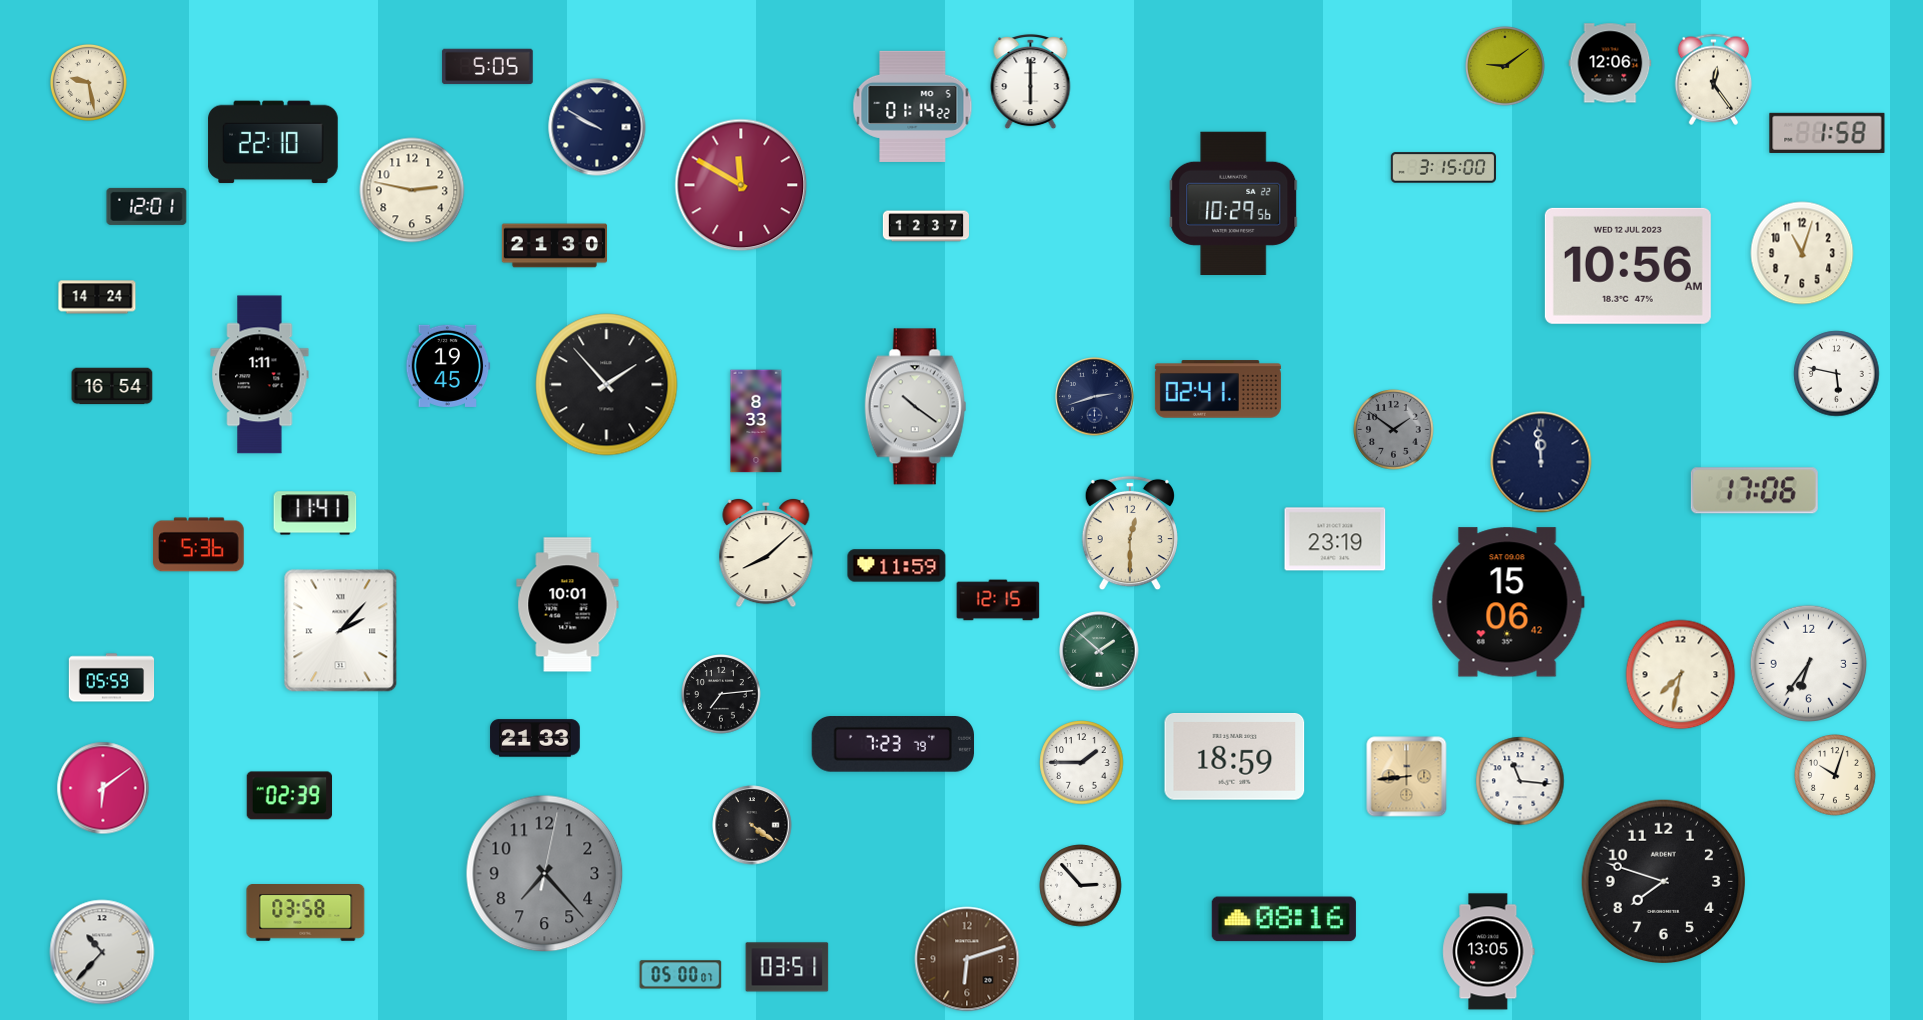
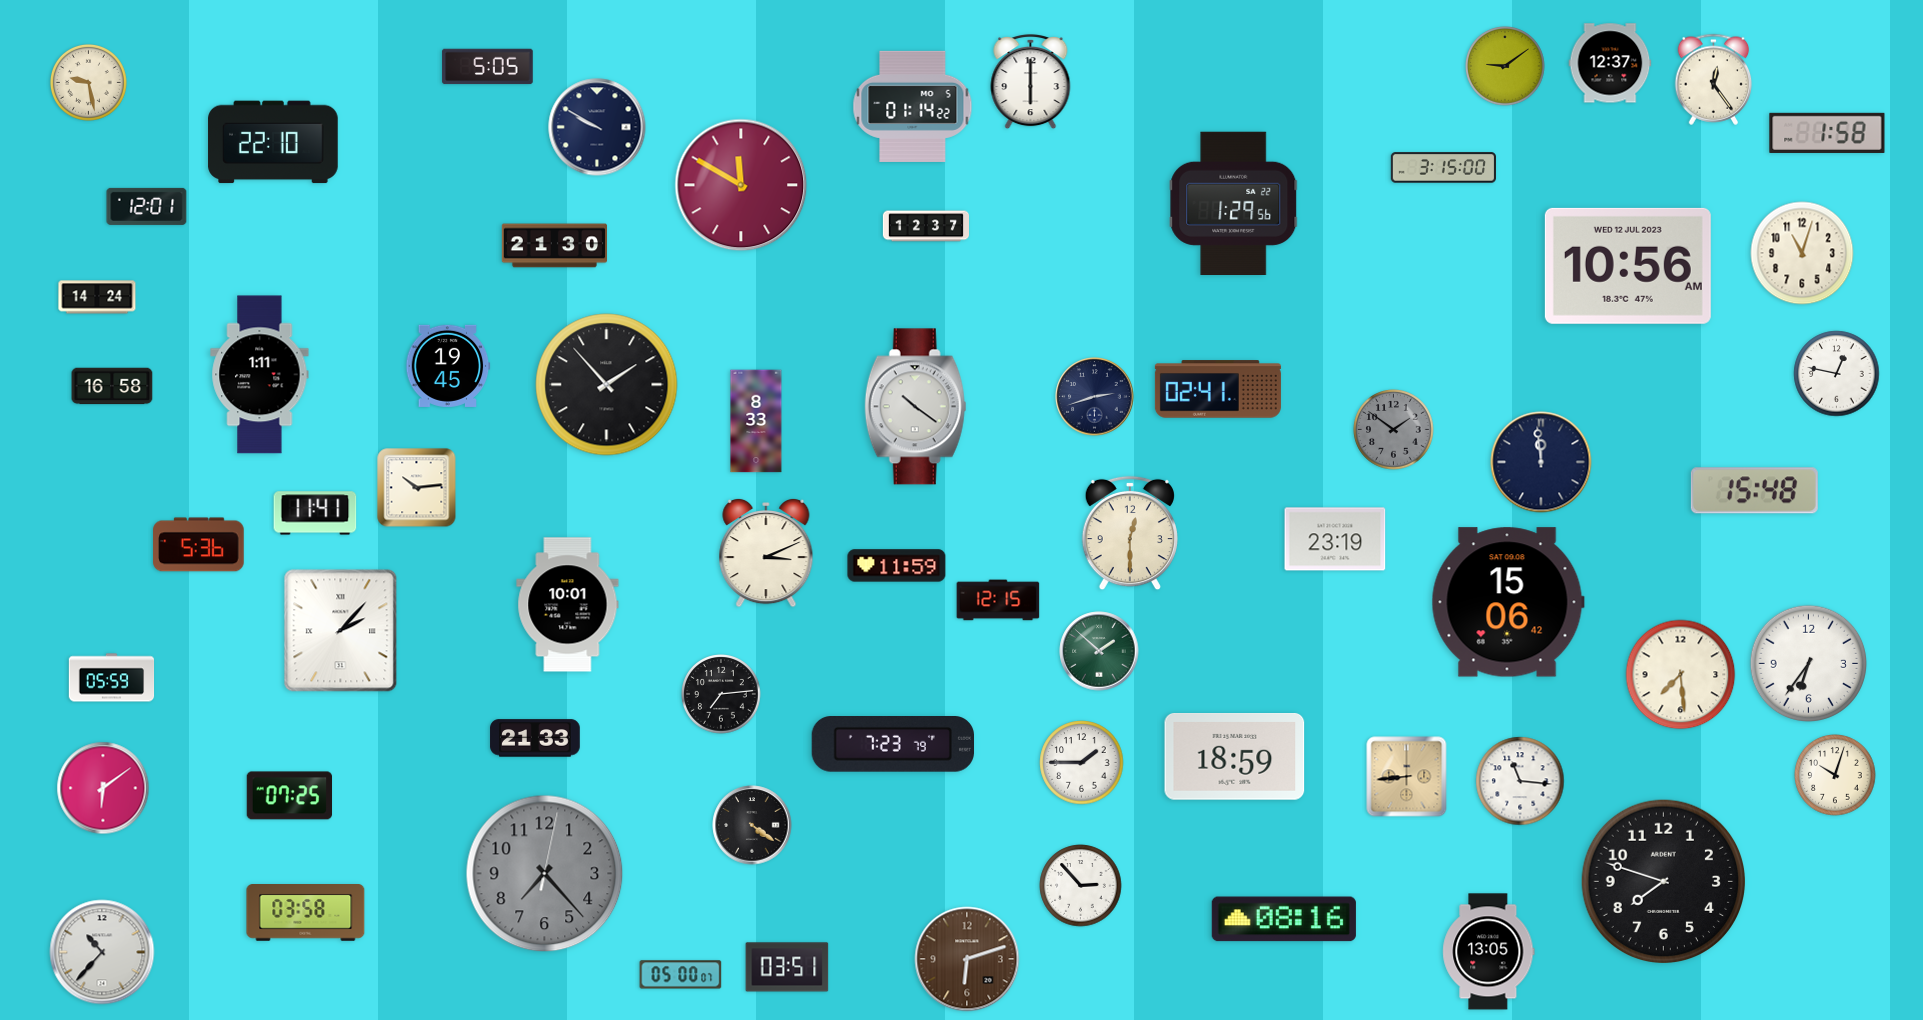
clock at (1610, 63): 12:06 -> 12:37
clock at (412, 190): 2:47 -> none
clock at (1234, 203): 10:29 -> 1:29
clock at (1837, 374): 5:47 -> 12:47
clock at (112, 386): 16:54 -> 16:58
clock at (417, 488): none -> 10:14
clock at (1754, 491): 17:06 -> 15:48
clock at (766, 553): 8:08 -> 3:11
clock at (1681, 675): 7:32 -> 7:29
clock at (289, 796): 02:39 -> 07:25
